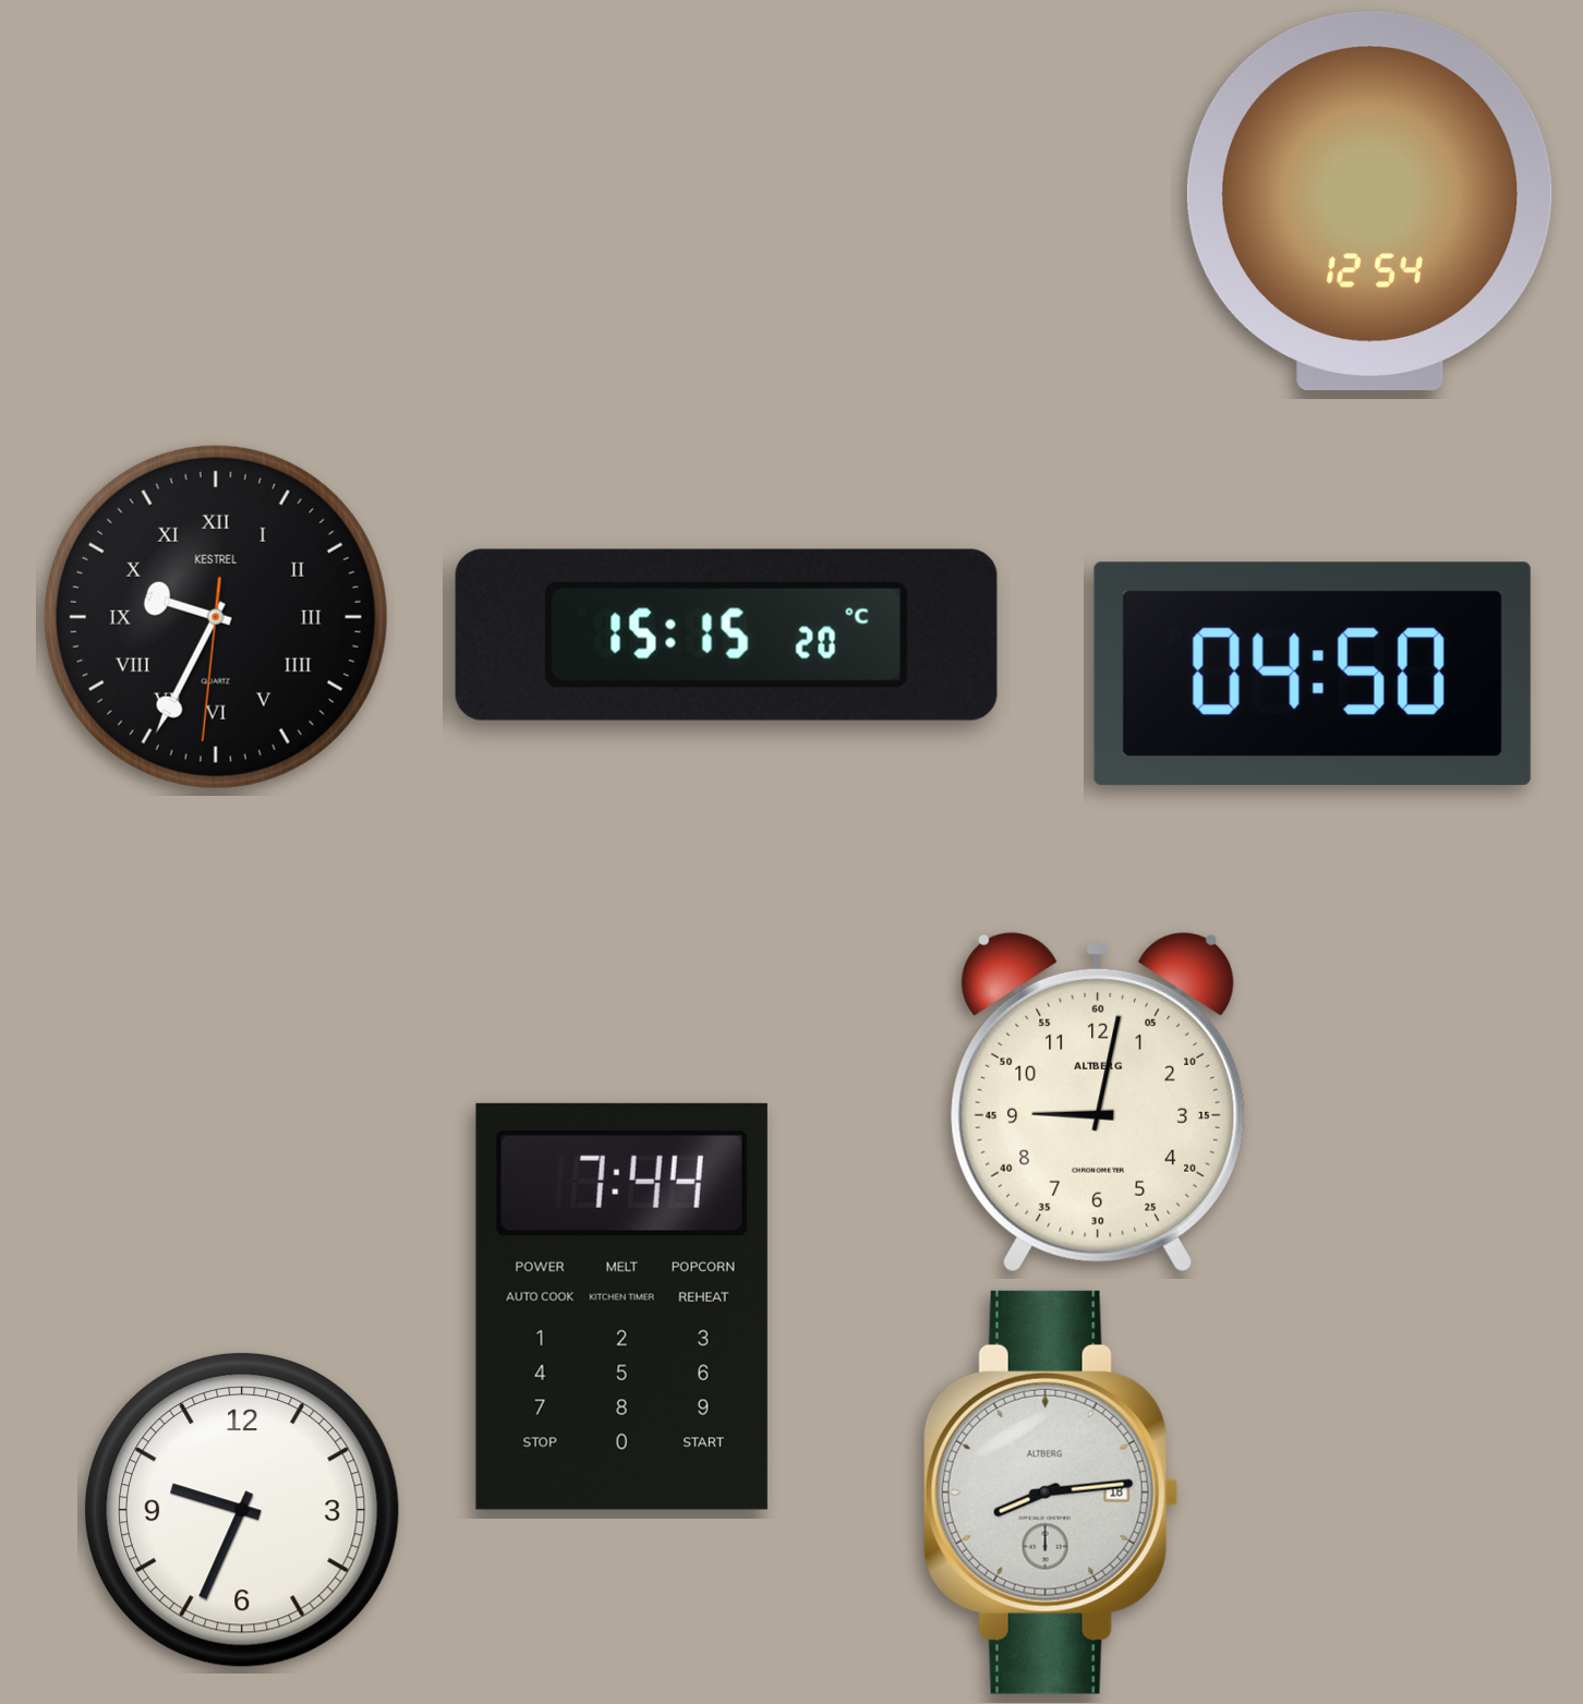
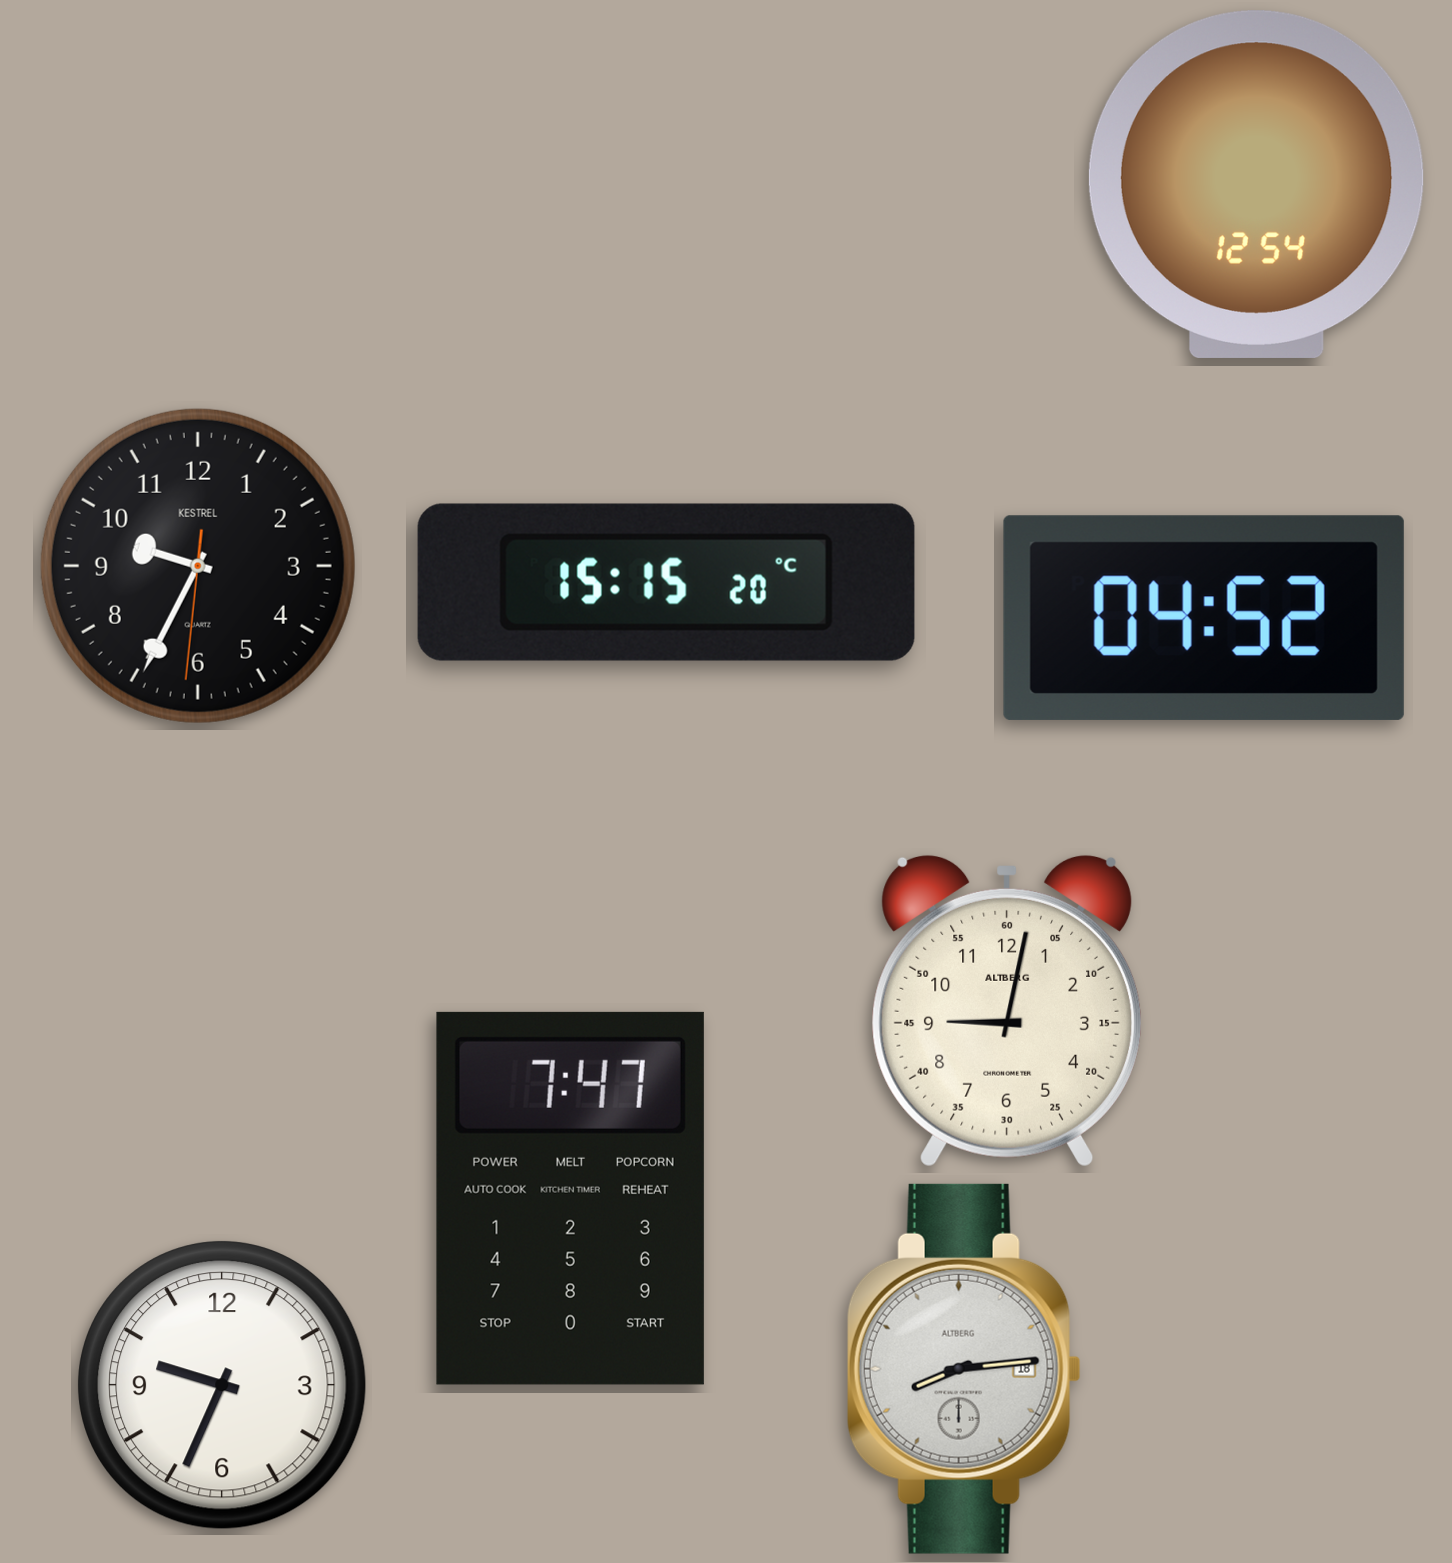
clock at (216, 617) numerals: Roman -> Arabic
clock at (1313, 674): 04:50 -> 04:52
clock at (621, 1306): 7:44 -> 7:47
